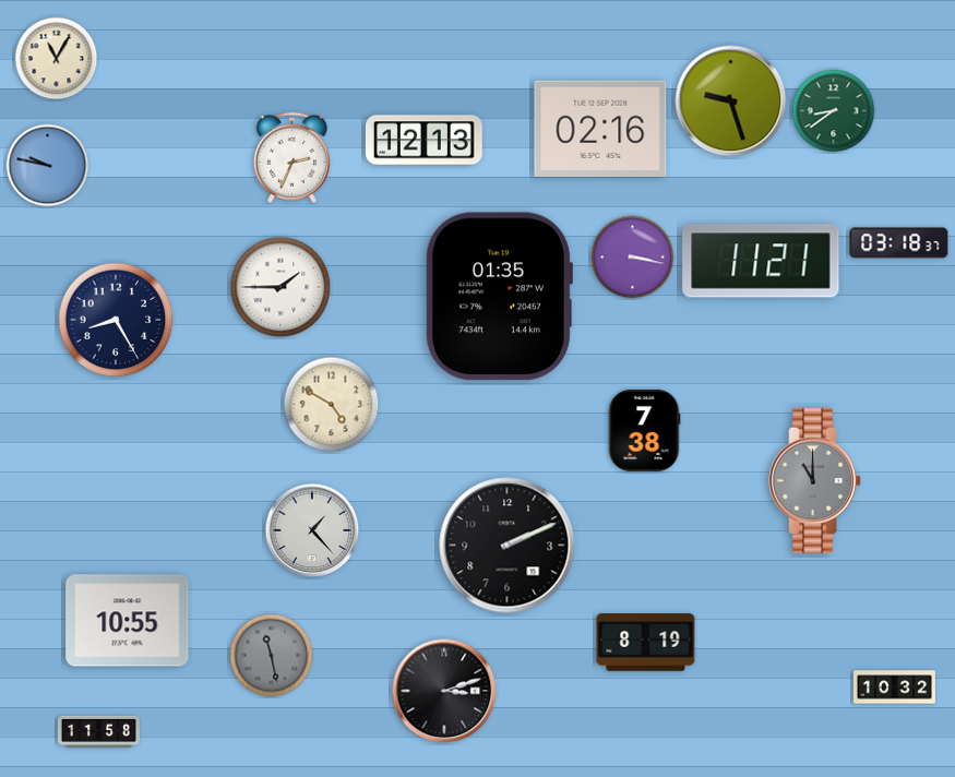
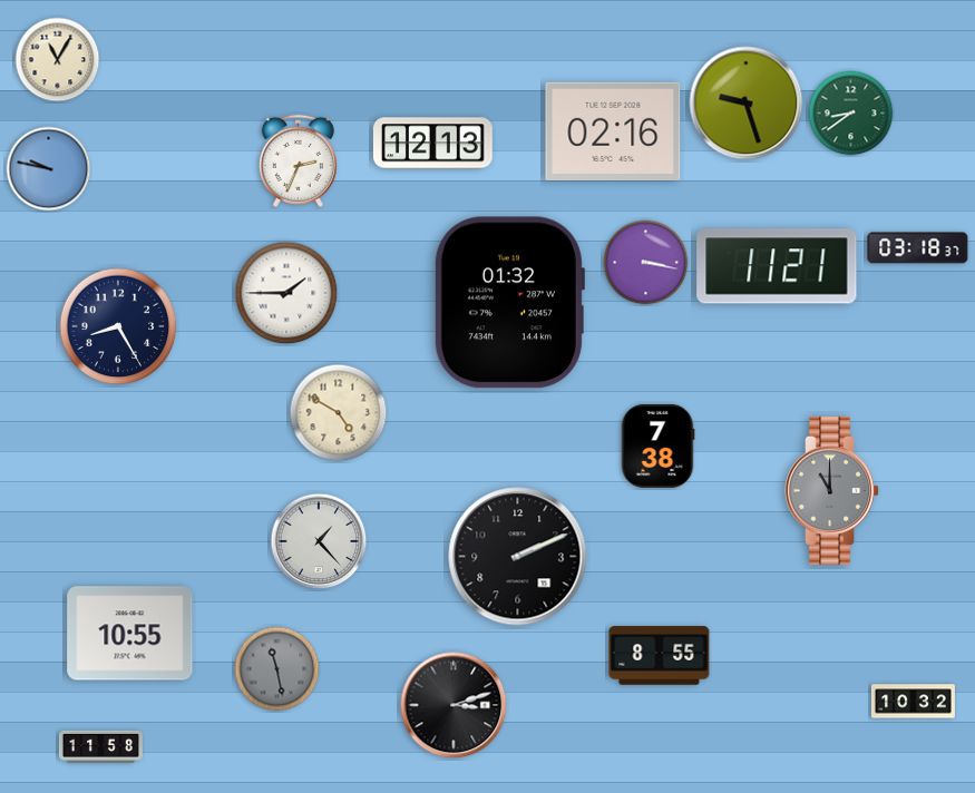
clock at (499, 297): 01:35 -> 01:32
clock at (644, 430) position: (644, 430) -> (657, 446)
clock at (646, 643): 8:19 -> 8:55
